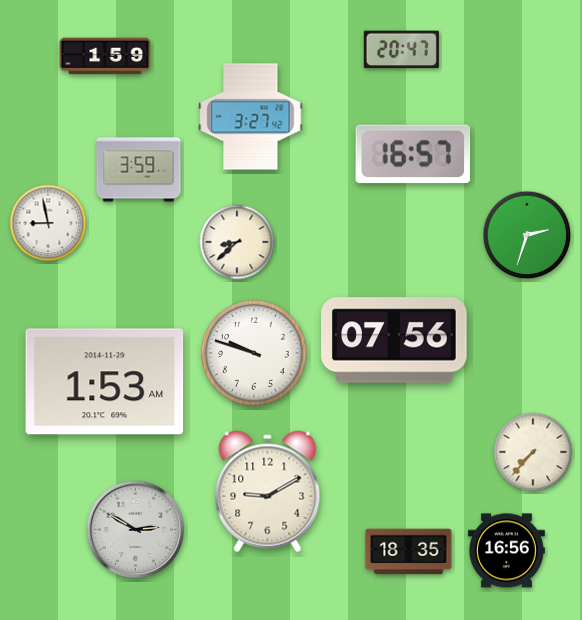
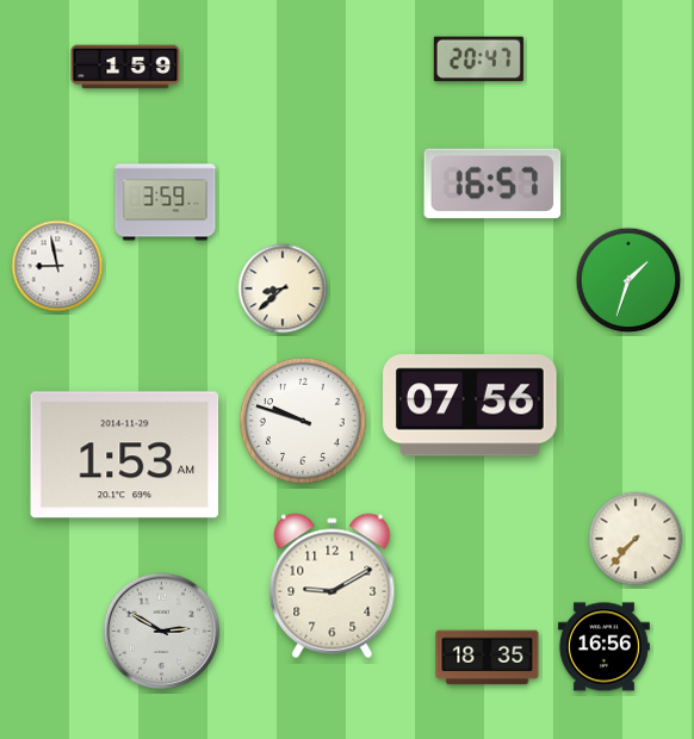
clock at (251, 117): 3:27 -> none
clock at (527, 235): 2:33 -> 1:33
clock at (268, 492) position: (268, 492) -> (333, 586)
clock at (506, 551) position: (506, 551) -> (603, 647)
